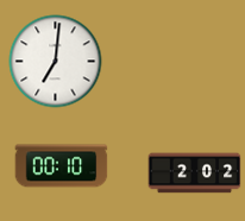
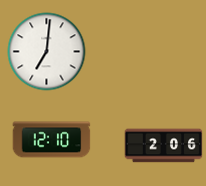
clock at (61, 166): 00:10 -> 12:10
clock at (194, 173): 2:02 -> 2:06
